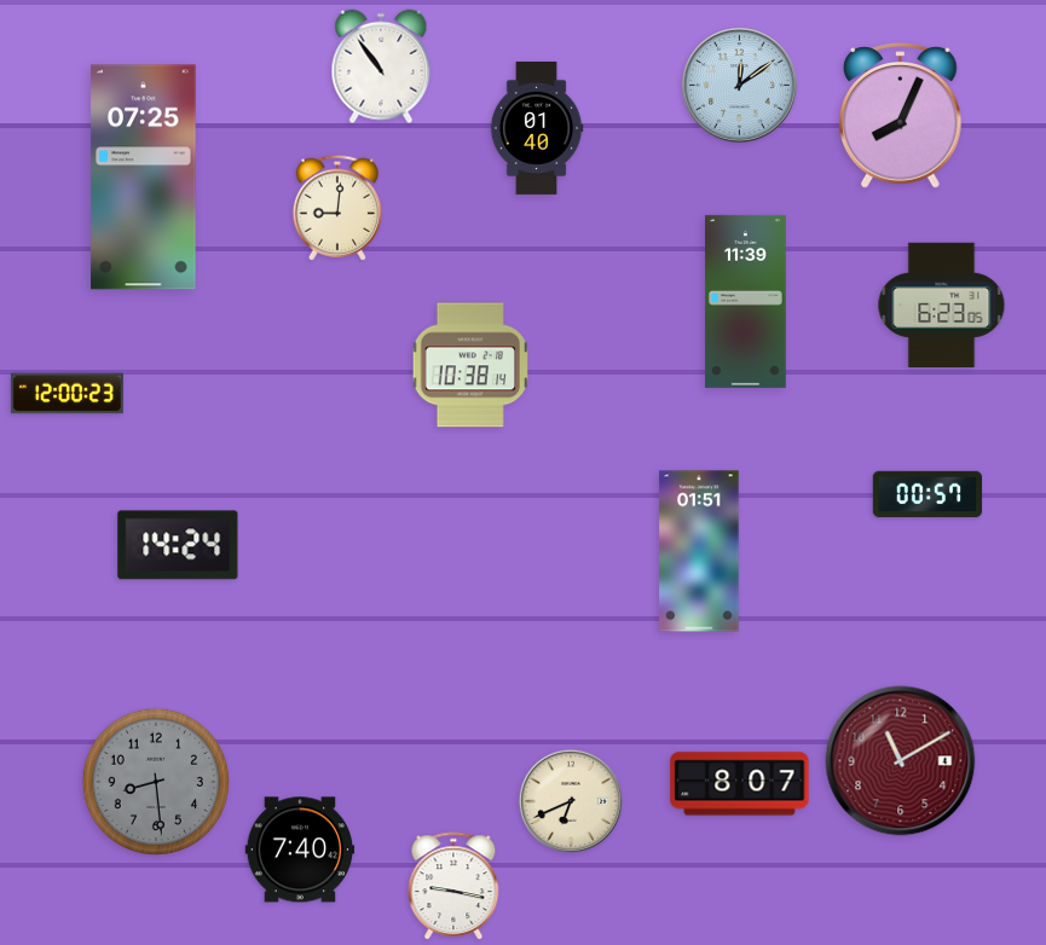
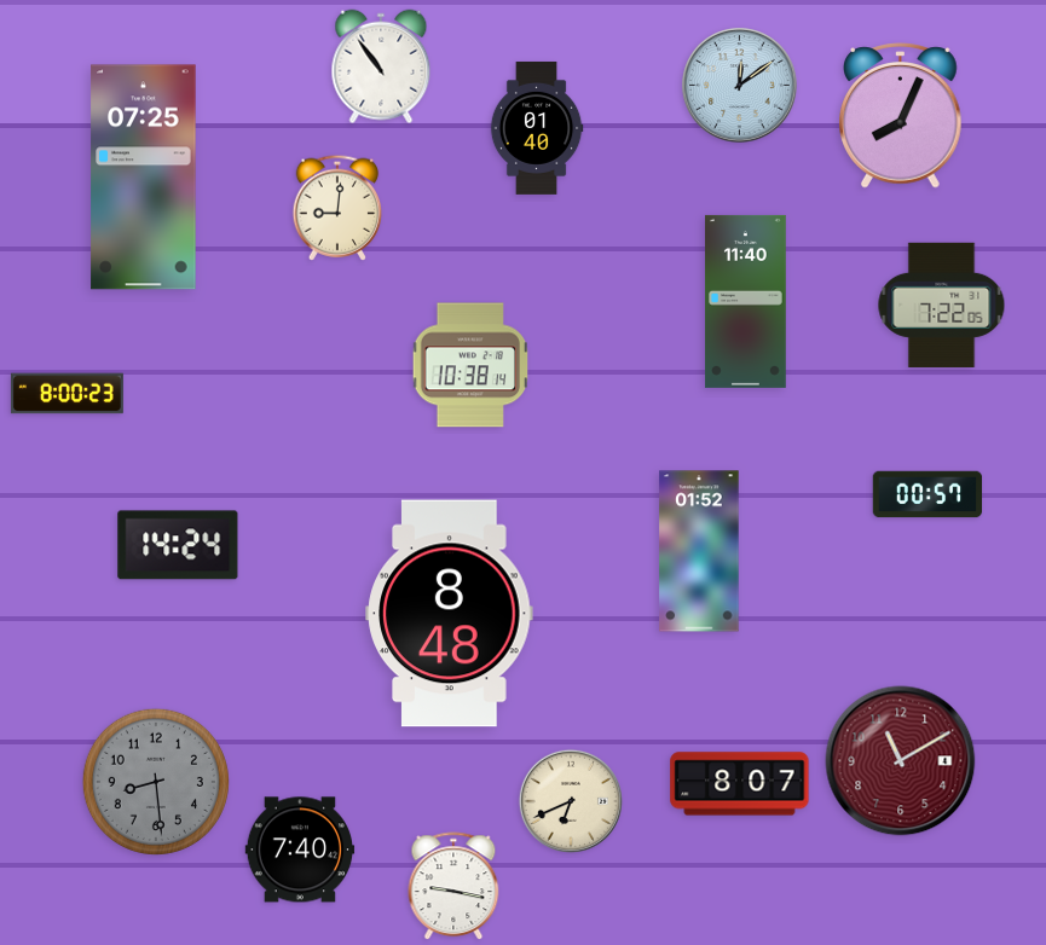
clock at (746, 301): 11:39 -> 11:40
clock at (942, 305): 6:23 -> 7:22
clock at (67, 394): 12:00 -> 8:00
clock at (699, 551): 01:51 -> 01:52
clock at (450, 614): none -> 8:48
